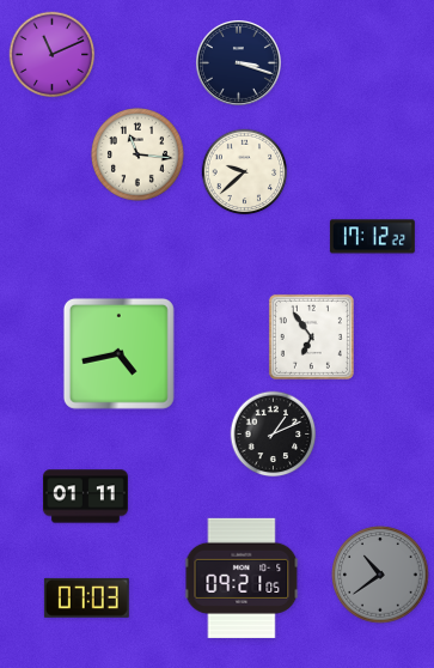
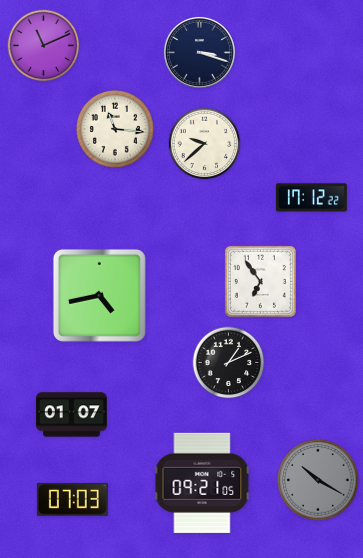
clock at (85, 497): 01:11 -> 01:07
clock at (380, 575): 10:39 -> 10:20
